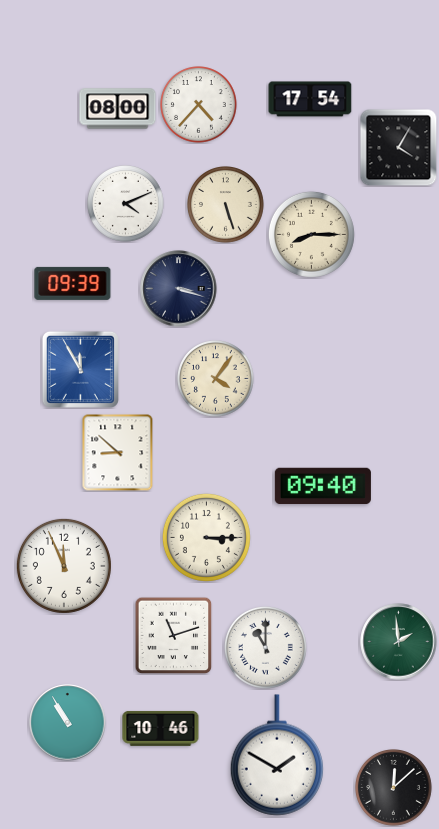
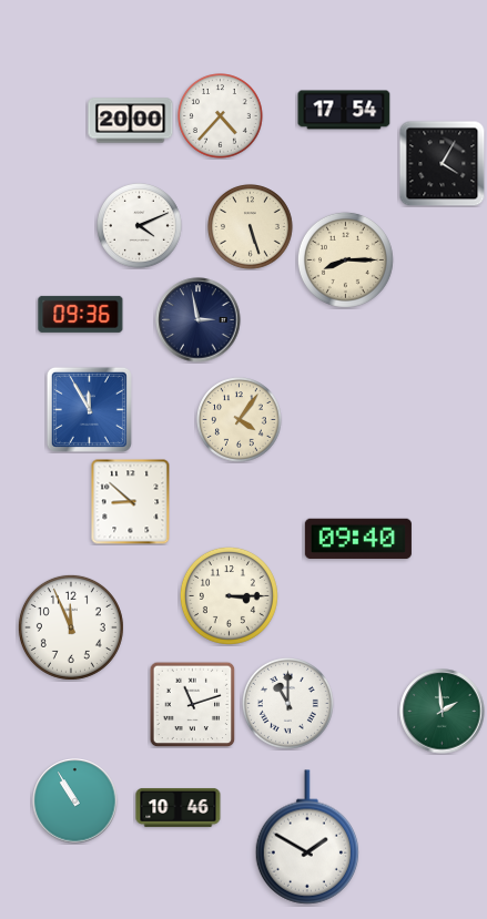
clock at (118, 109): 08:00 -> 20:00
clock at (73, 283): 09:39 -> 09:36
clock at (179, 289): 3:18 -> 2:58
clock at (265, 647) position: (265, 647) -> (287, 703)
clock at (394, 788): 12:08 -> none
